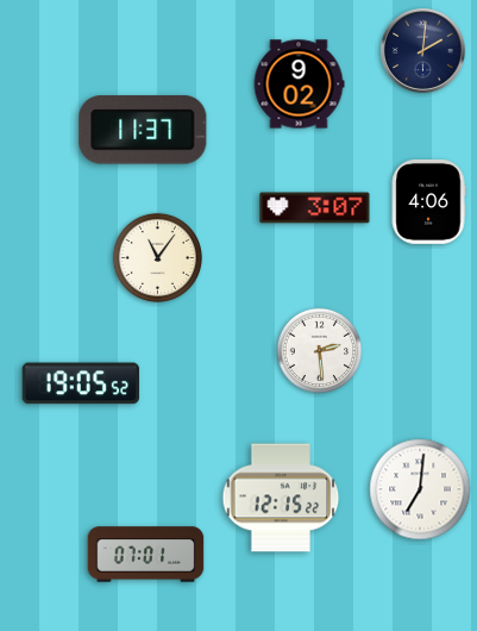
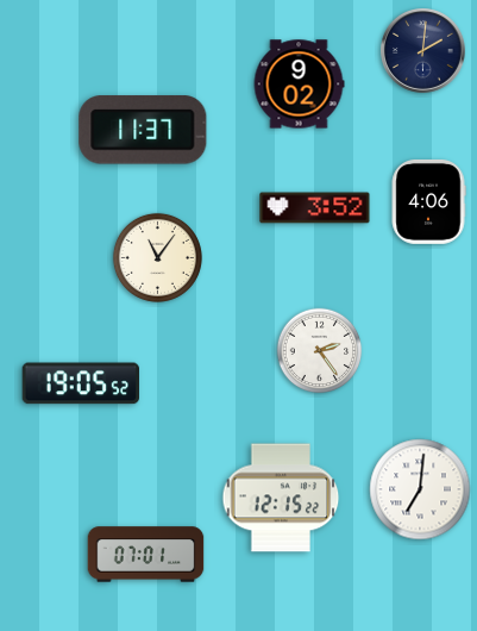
clock at (315, 208): 3:07 -> 3:52
clock at (320, 351): 2:29 -> 2:24
